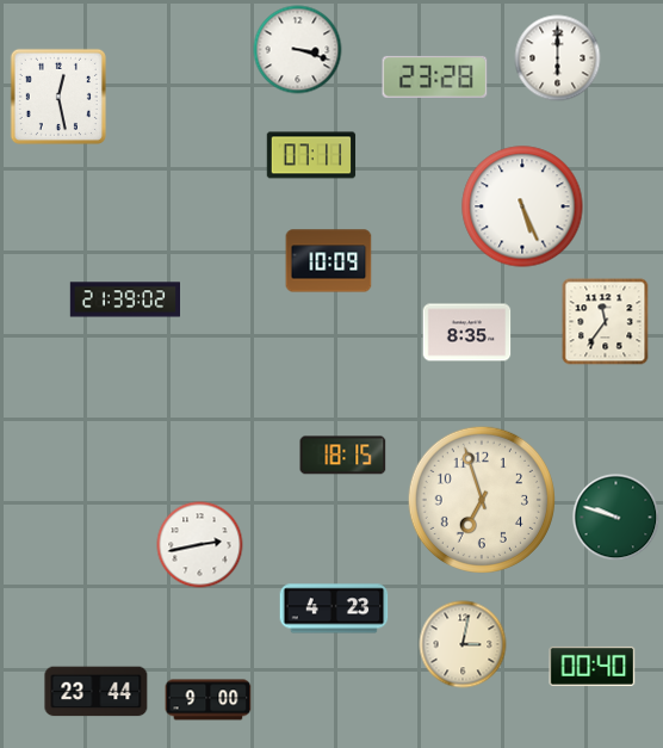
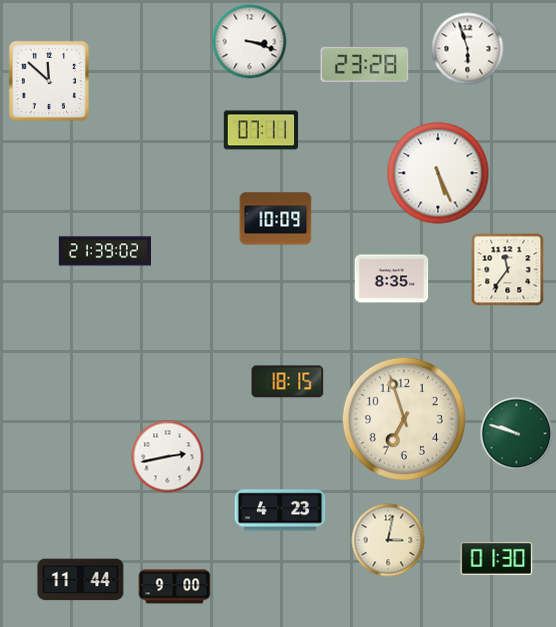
clock at (558, 58): 6:00 -> 5:57
clock at (58, 97): 12:28 -> 11:52
clock at (593, 666): 00:40 -> 01:30
clock at (97, 692): 23:44 -> 11:44
